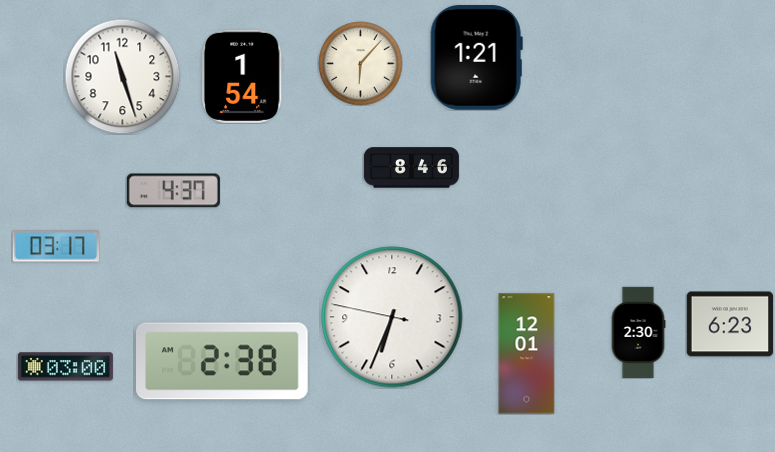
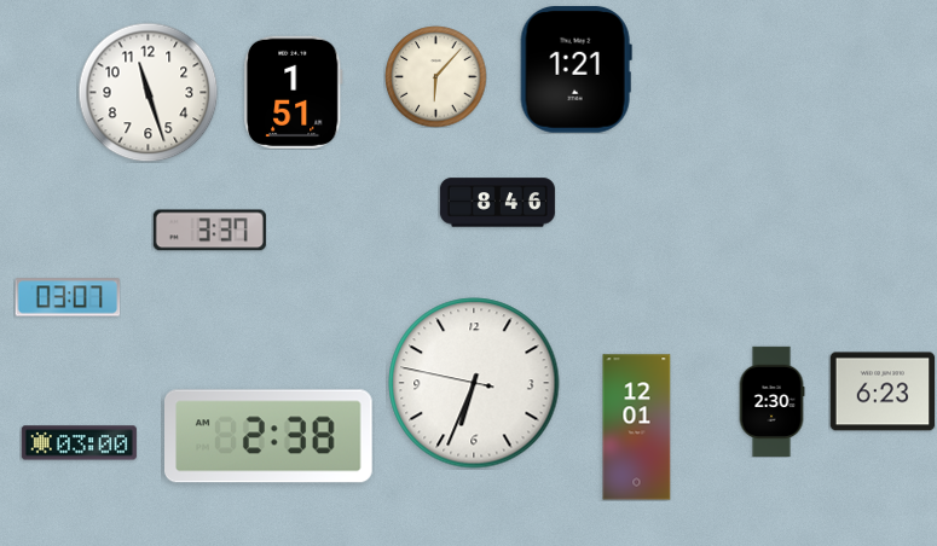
clock at (242, 76): 1:54 -> 1:51
clock at (173, 191): 4:37 -> 3:37
clock at (56, 246): 03:17 -> 03:07
